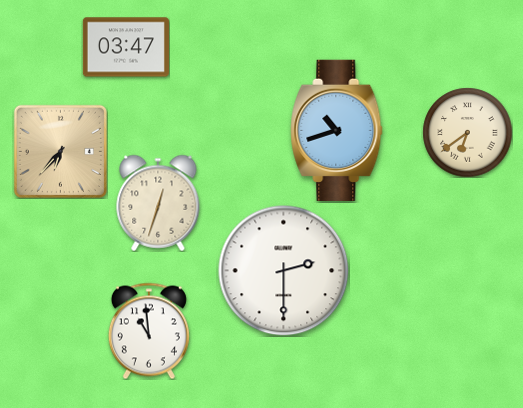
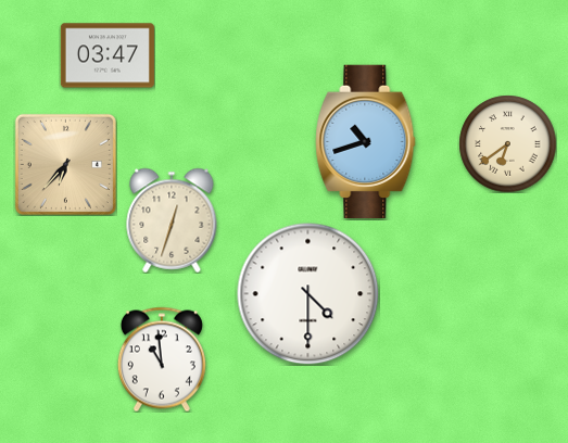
clock at (126, 47) position: (126, 47) -> (108, 55)
clock at (284, 271): 2:30 -> 4:30
